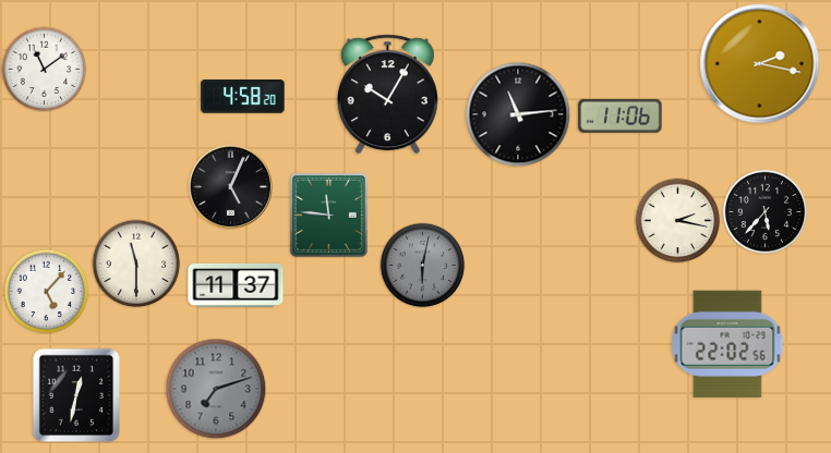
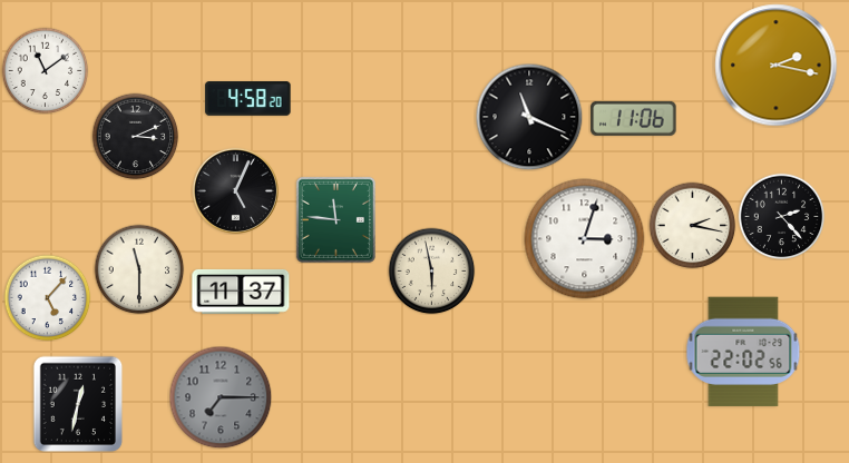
clock at (387, 95): 10:05 -> none
clock at (518, 114): 11:14 -> 11:19
clock at (135, 136): none -> 3:11
clock at (764, 211): 5:37 -> 2:23
clock at (585, 239): none -> 3:03
clock at (422, 265): 6:02 -> 5:58
clock at (422, 265) dial: grey -> cream
clock at (216, 389): 7:12 -> 7:15
